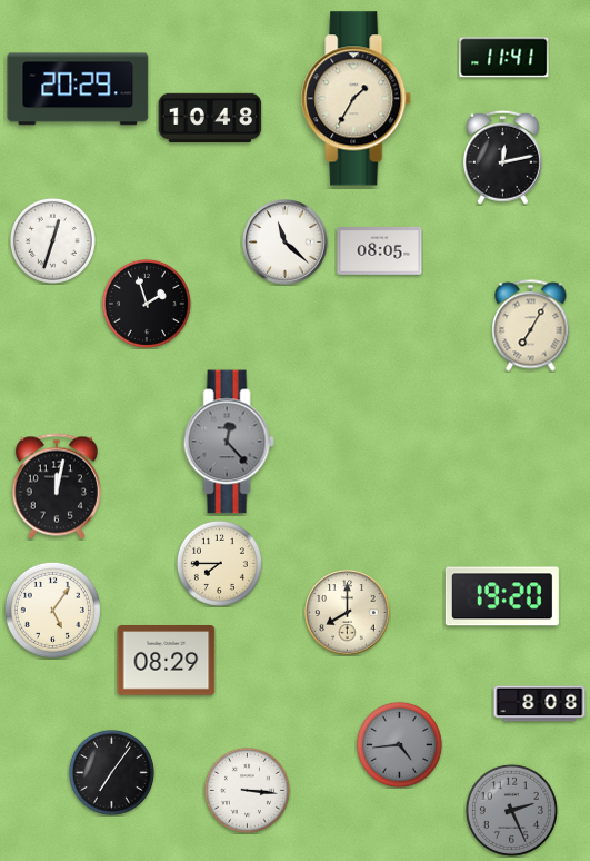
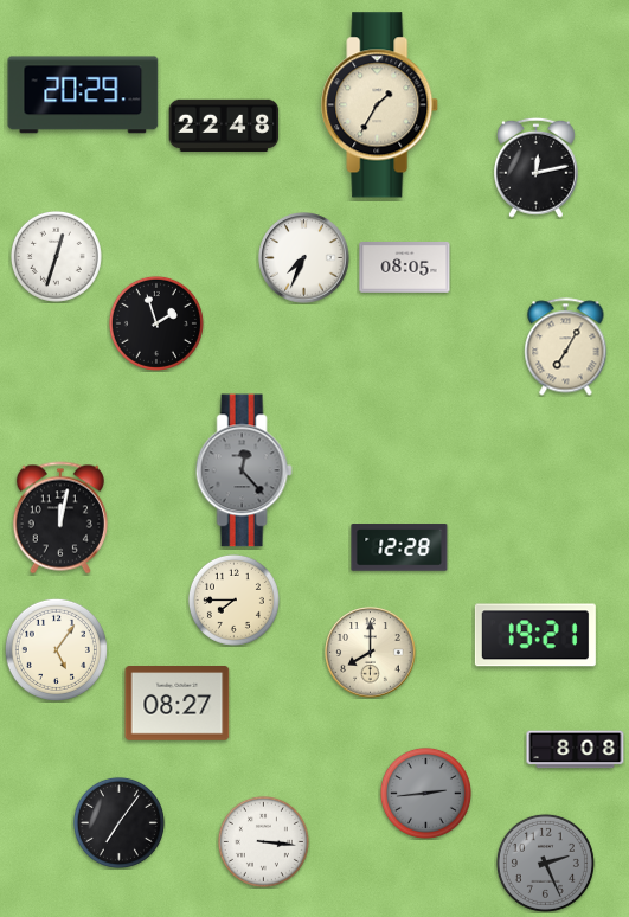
clock at (504, 58): 11:41 -> none
clock at (210, 117): 10:48 -> 22:48
clock at (286, 243): 11:22 -> 7:34
clock at (399, 547): none -> 12:28
clock at (502, 596): 19:20 -> 19:21
clock at (167, 661): 08:29 -> 08:27
clock at (399, 744): 4:44 -> 2:44
